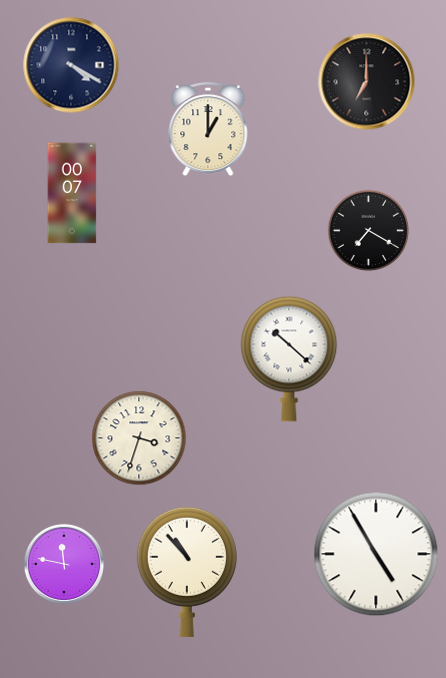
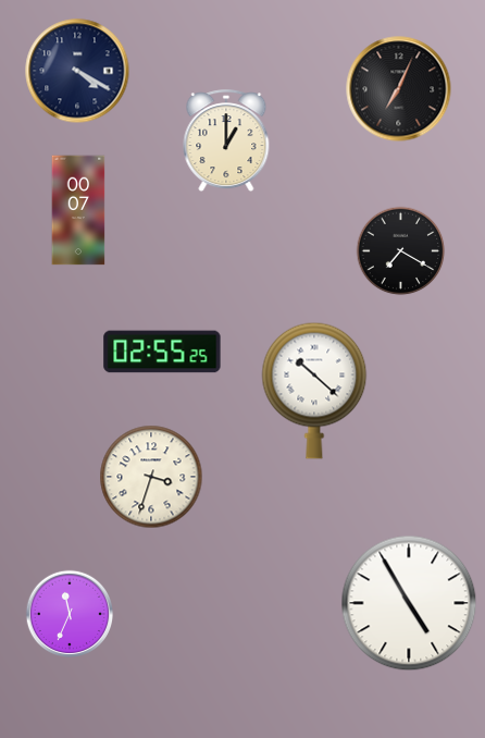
clock at (367, 82): 7:00 -> 7:04
clock at (162, 352): none -> 02:55
clock at (63, 563): 11:47 -> 11:34
clock at (187, 572): 10:53 -> none
